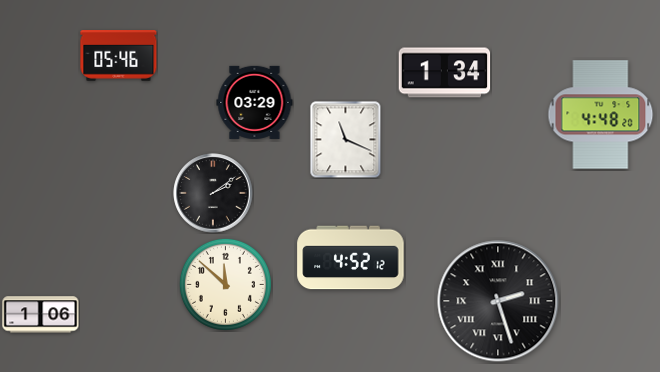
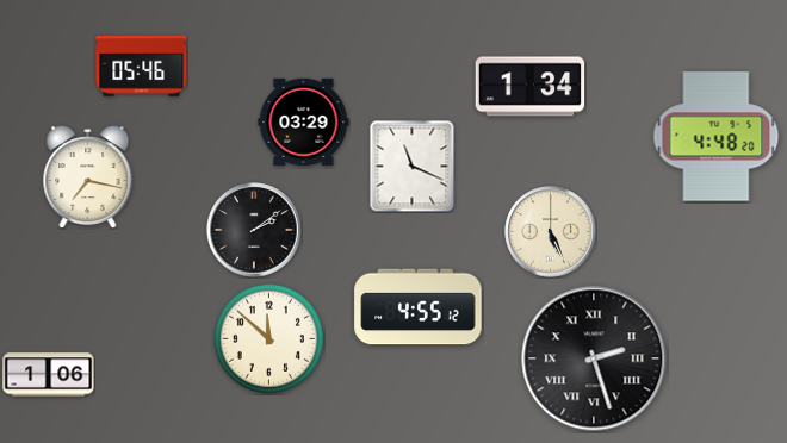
clock at (88, 176): none -> 7:17
clock at (551, 232): none -> 5:26
clock at (351, 258): 4:52 -> 4:55
